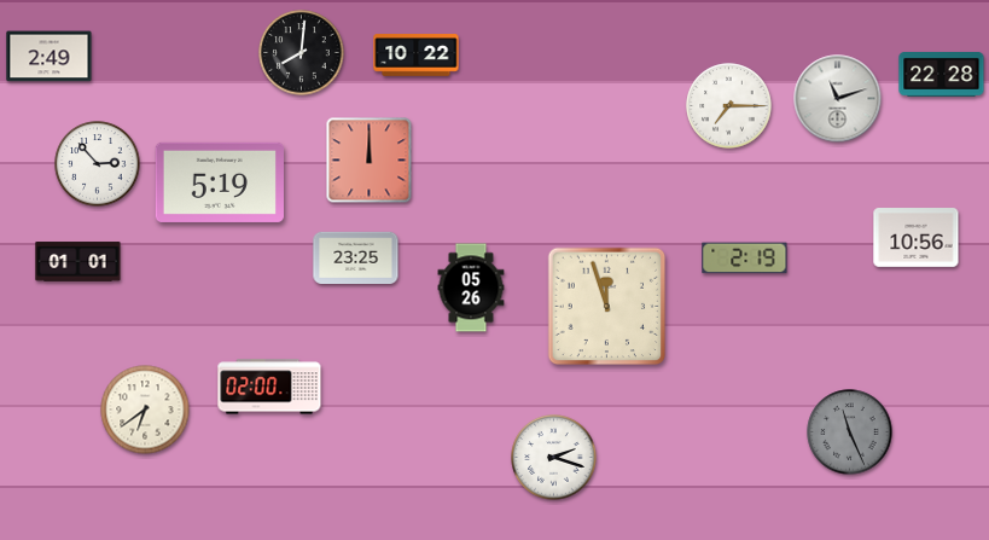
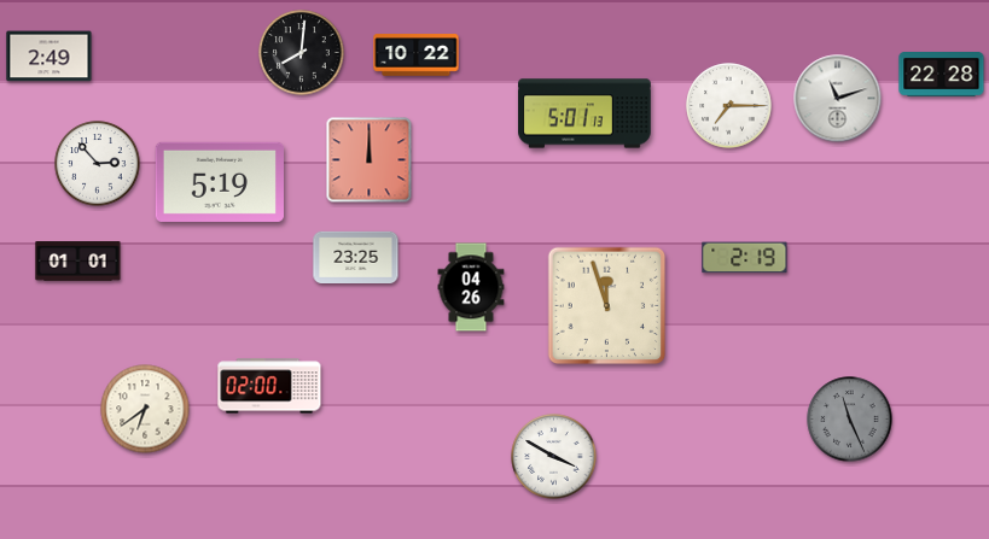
clock at (584, 113): none -> 5:01
clock at (917, 238): 10:56 -> none
clock at (471, 288): 05:26 -> 04:26
clock at (850, 432) position: (850, 432) -> (850, 420)
clock at (554, 458): 2:18 -> 3:50
